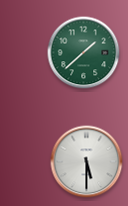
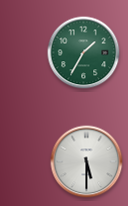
clock at (84, 53): 1:38 -> 1:35
